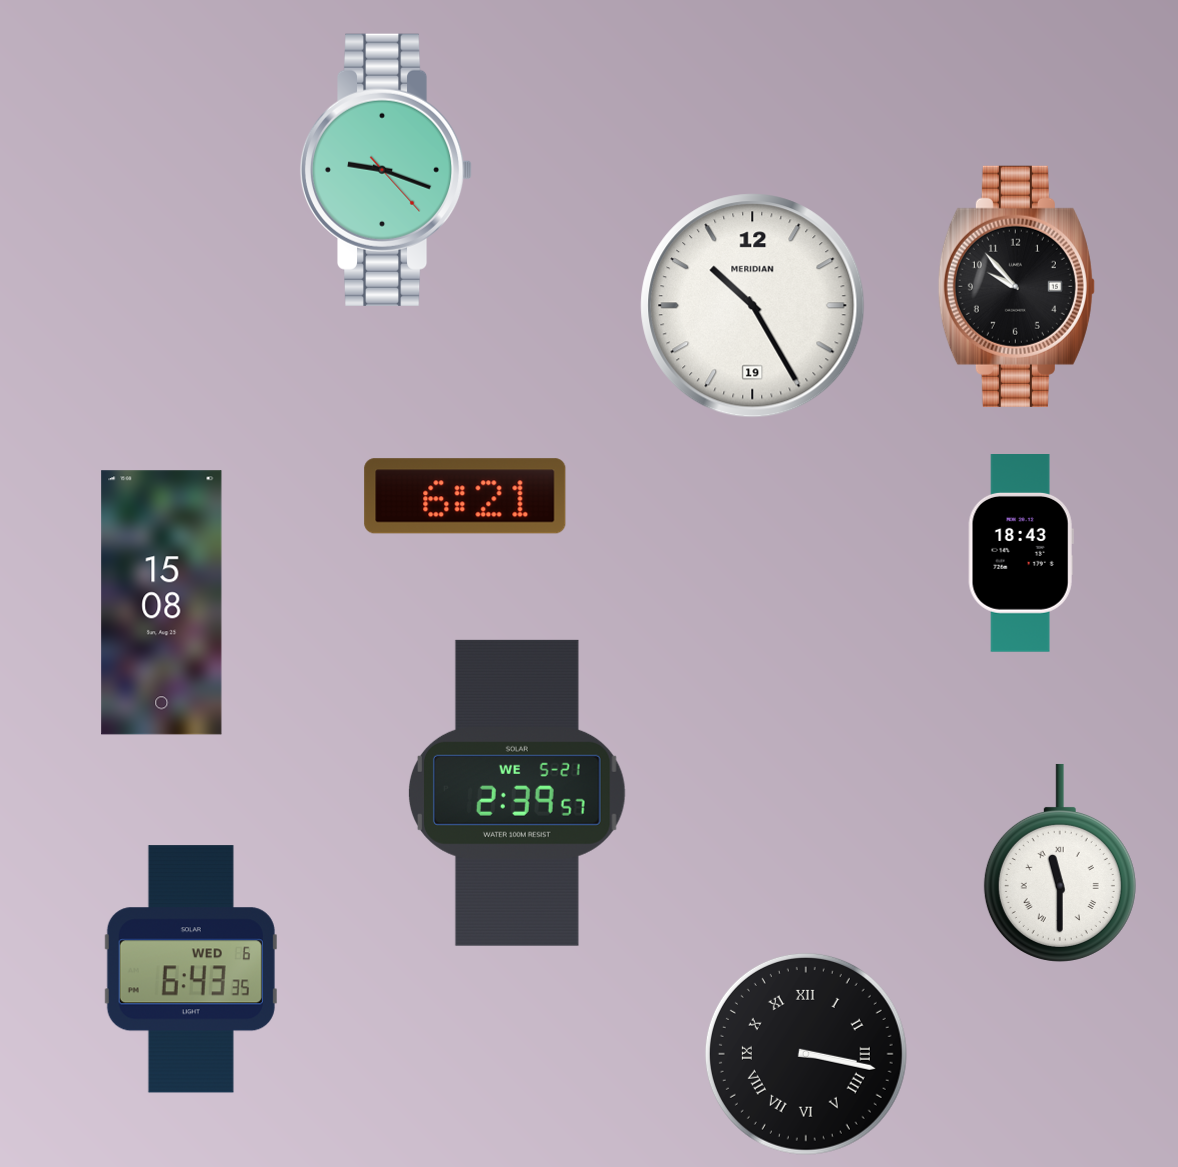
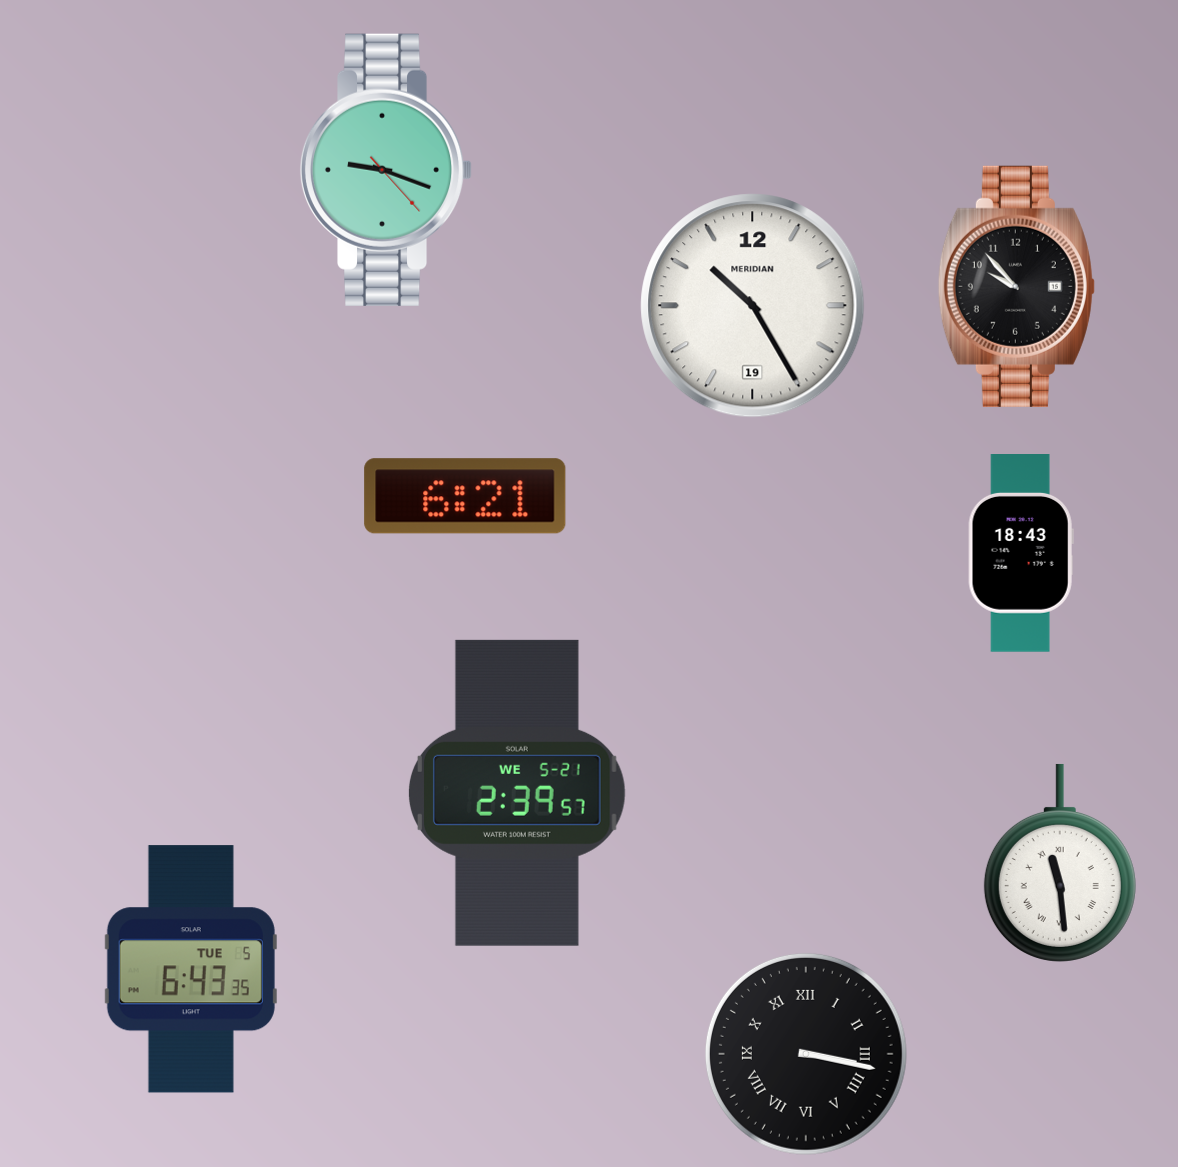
clock at (162, 603): 15:08 -> none
clock at (1060, 863): 11:30 -> 11:29
clock at (191, 969) date: WED 6 -> TUE 5
